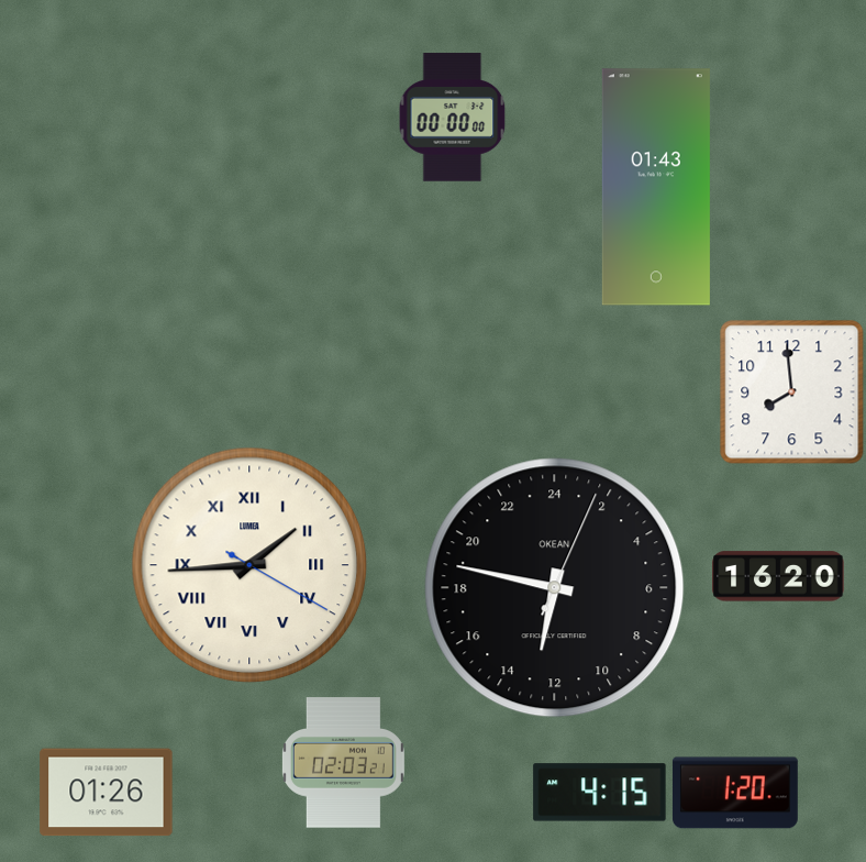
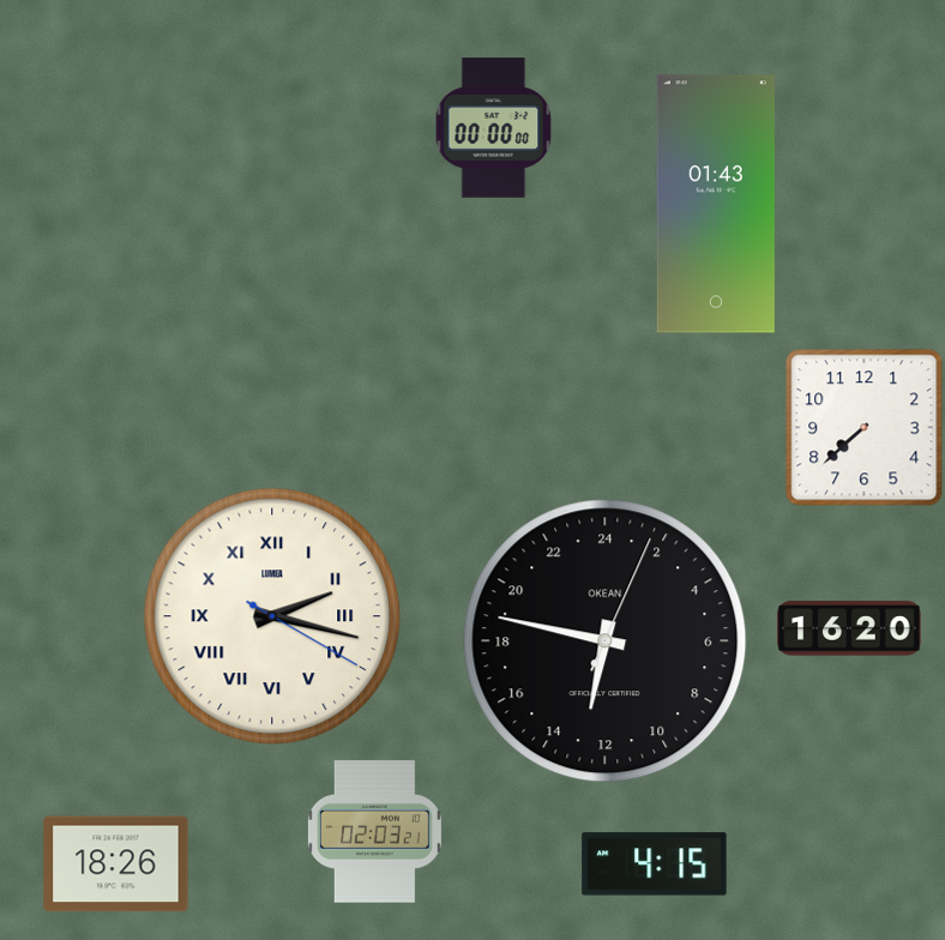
clock at (792, 393): 7:59 -> 7:38
clock at (249, 565): 1:44 -> 2:17
clock at (107, 793): 01:26 -> 18:26
clock at (735, 793): 1:20 -> none
